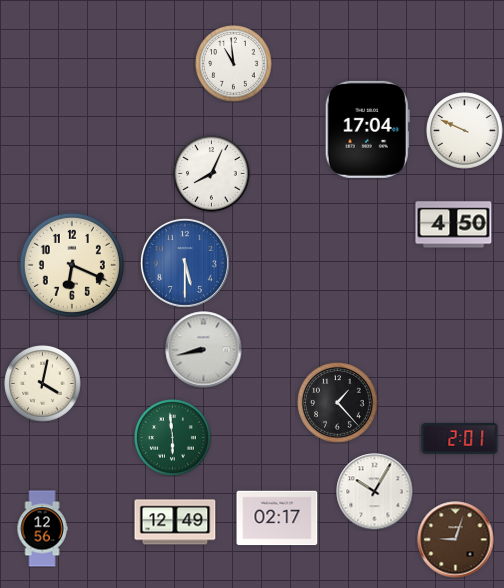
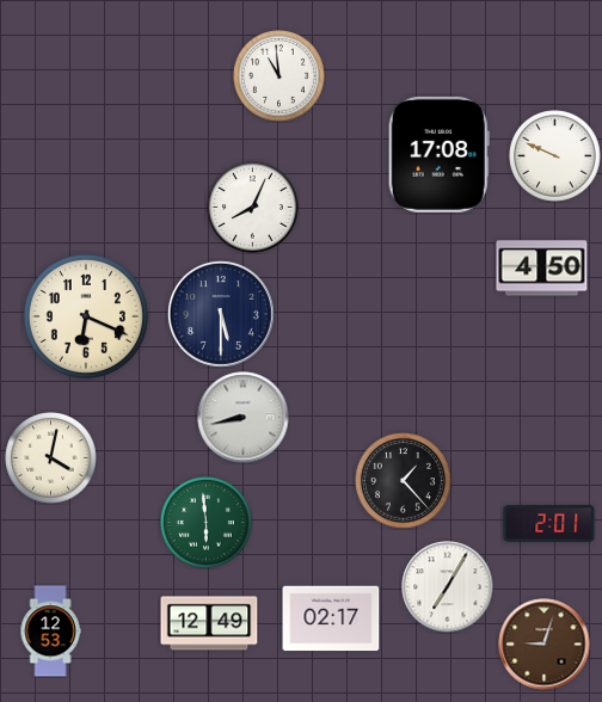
clock at (367, 129): 17:04 -> 17:08
clock at (185, 263) dial: blue -> navy
clock at (375, 492): 10:05 -> 7:05
clock at (42, 529): 12:56 -> 12:53
